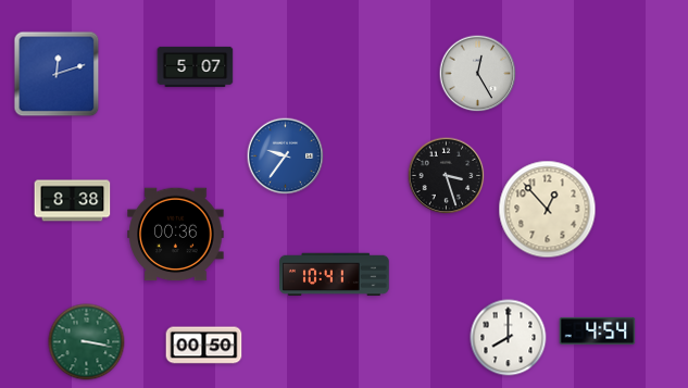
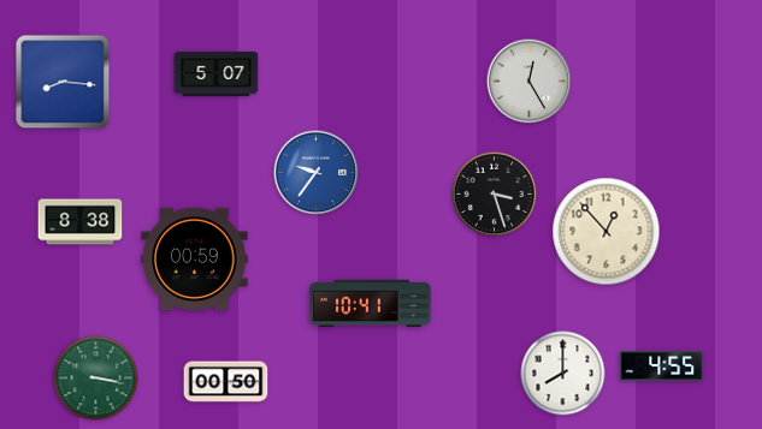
clock at (57, 74): 12:12 -> 8:16
clock at (176, 235): 00:36 -> 00:59
clock at (598, 330): 4:54 -> 4:55
